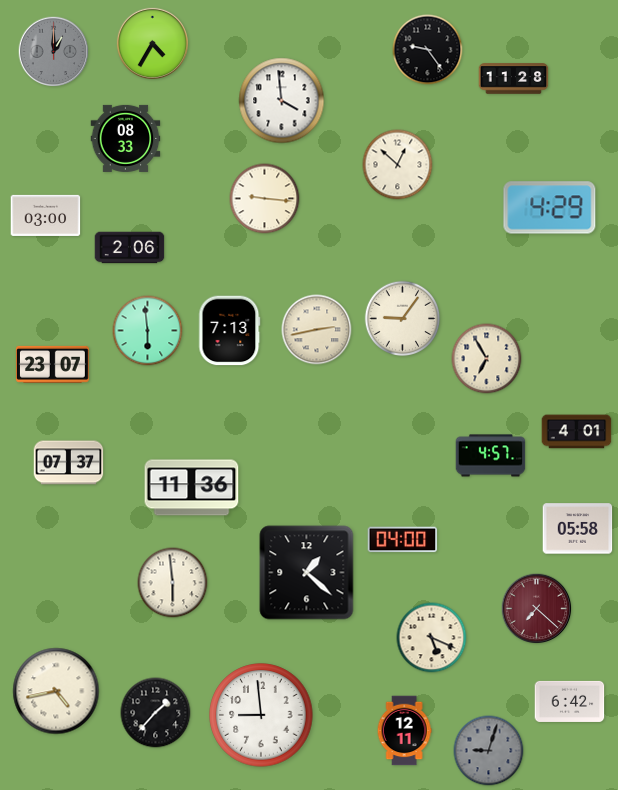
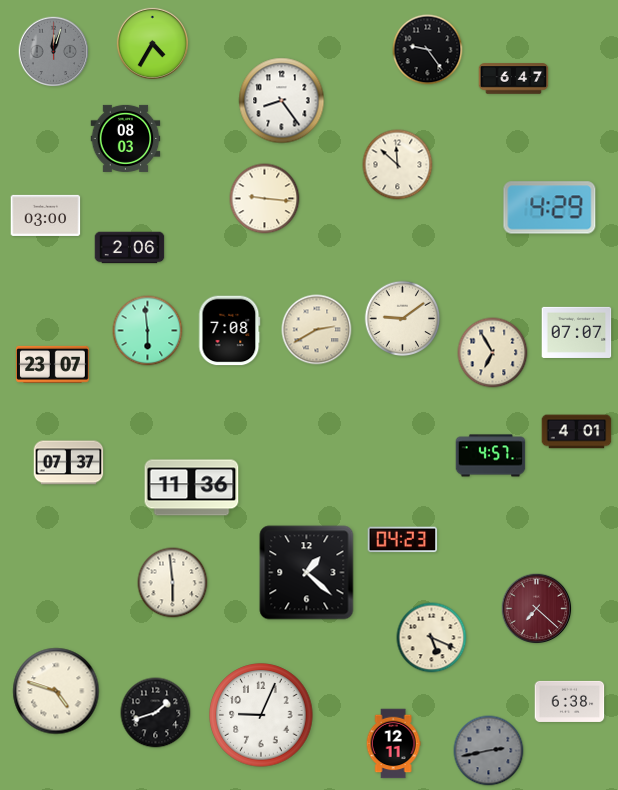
clock at (54, 52): 1:00 -> 12:03
clock at (514, 79): 11:28 -> 6:47
clock at (282, 101): 3:59 -> 8:24
clock at (126, 138): 08:33 -> 08:03
clock at (398, 165): 12:52 -> 11:52
clock at (403, 319): 9:06 -> 9:09
clock at (317, 330): 2:43 -> 2:40
clock at (230, 331): 7:13 -> 7:08
clock at (577, 332): none -> 07:07
clock at (487, 359) position: (487, 359) -> (493, 353)
clock at (578, 529): 05:58 -> none
clock at (403, 540): 04:00 -> 04:23
clock at (56, 691): 4:43 -> 4:48
clock at (570, 701): 6:42 -> 6:38
clock at (156, 713): 1:37 -> 1:42
clock at (261, 715): 8:59 -> 9:04
clock at (404, 731) position: (404, 731) -> (393, 744)
clock at (489, 751): 9:03 -> 2:43
